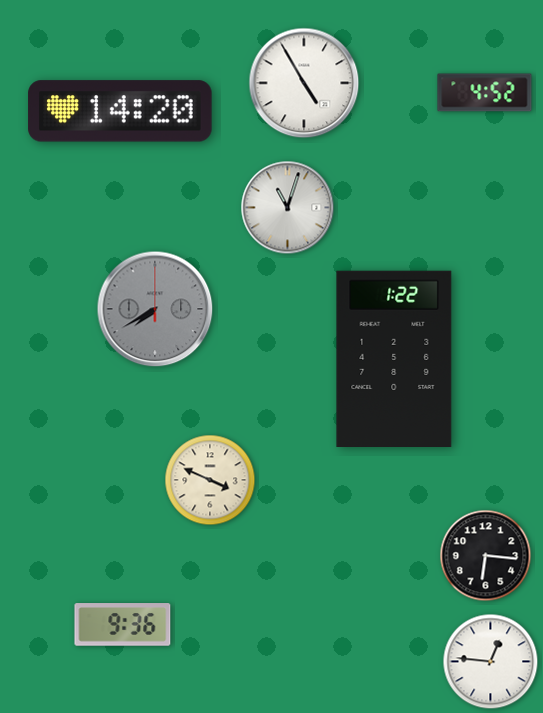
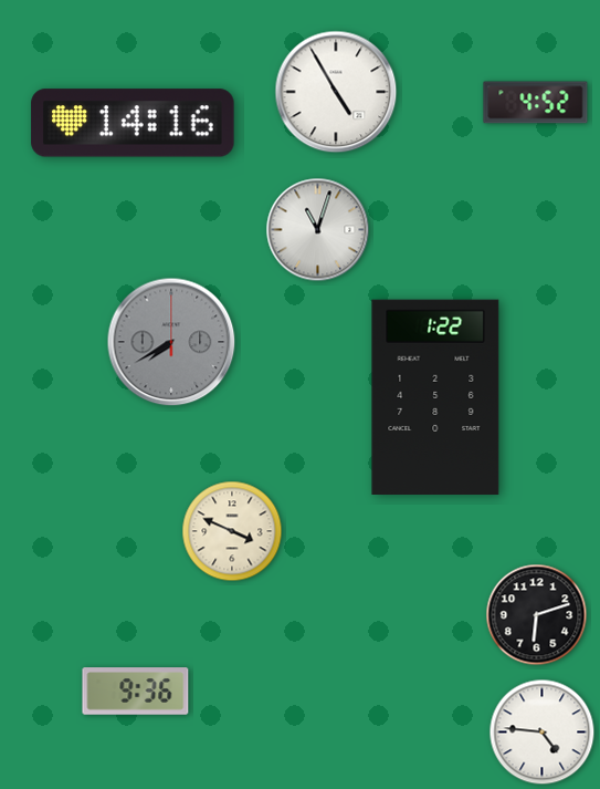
clock at (120, 111): 14:20 -> 14:16
clock at (486, 556): 6:16 -> 6:12
clock at (491, 662): 12:46 -> 4:46
